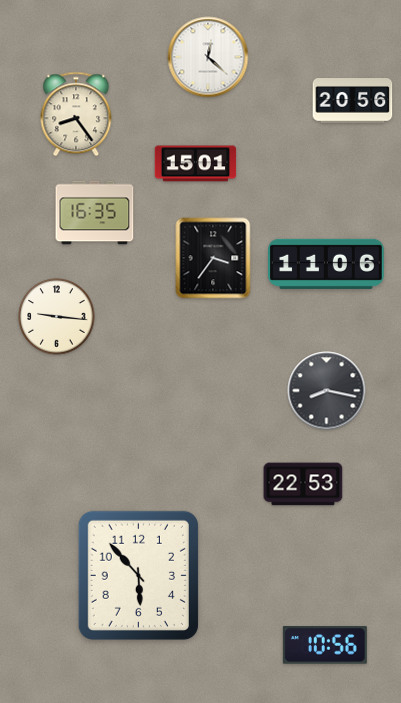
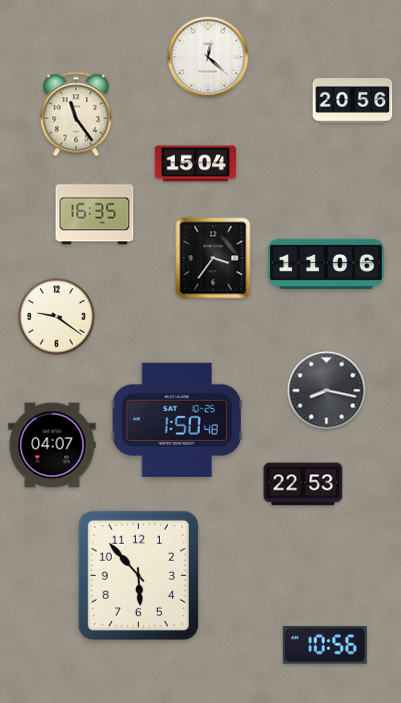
clock at (76, 114): 8:24 -> 11:24
clock at (196, 164): 15:01 -> 15:04
clock at (57, 317): 9:16 -> 9:21
clock at (177, 420): none -> 1:50
clock at (52, 445): none -> 04:07
